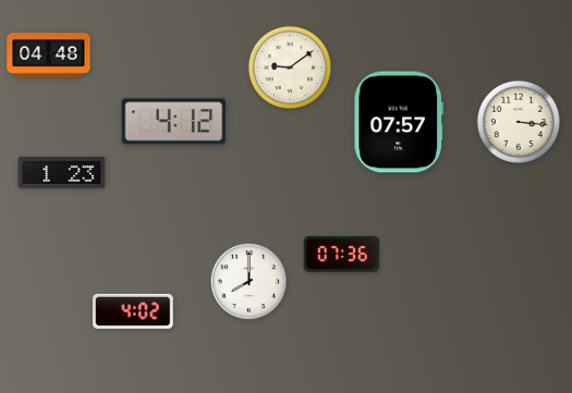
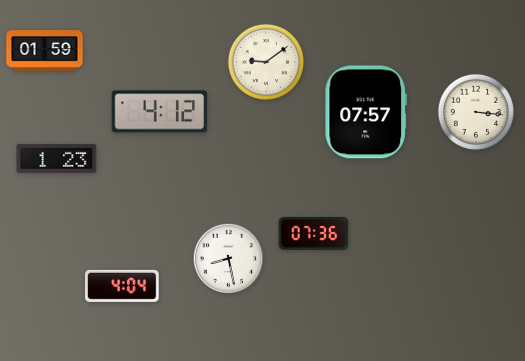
clock at (49, 56): 04:48 -> 01:59
clock at (250, 282): 8:00 -> 8:28
clock at (134, 311): 4:02 -> 4:04
